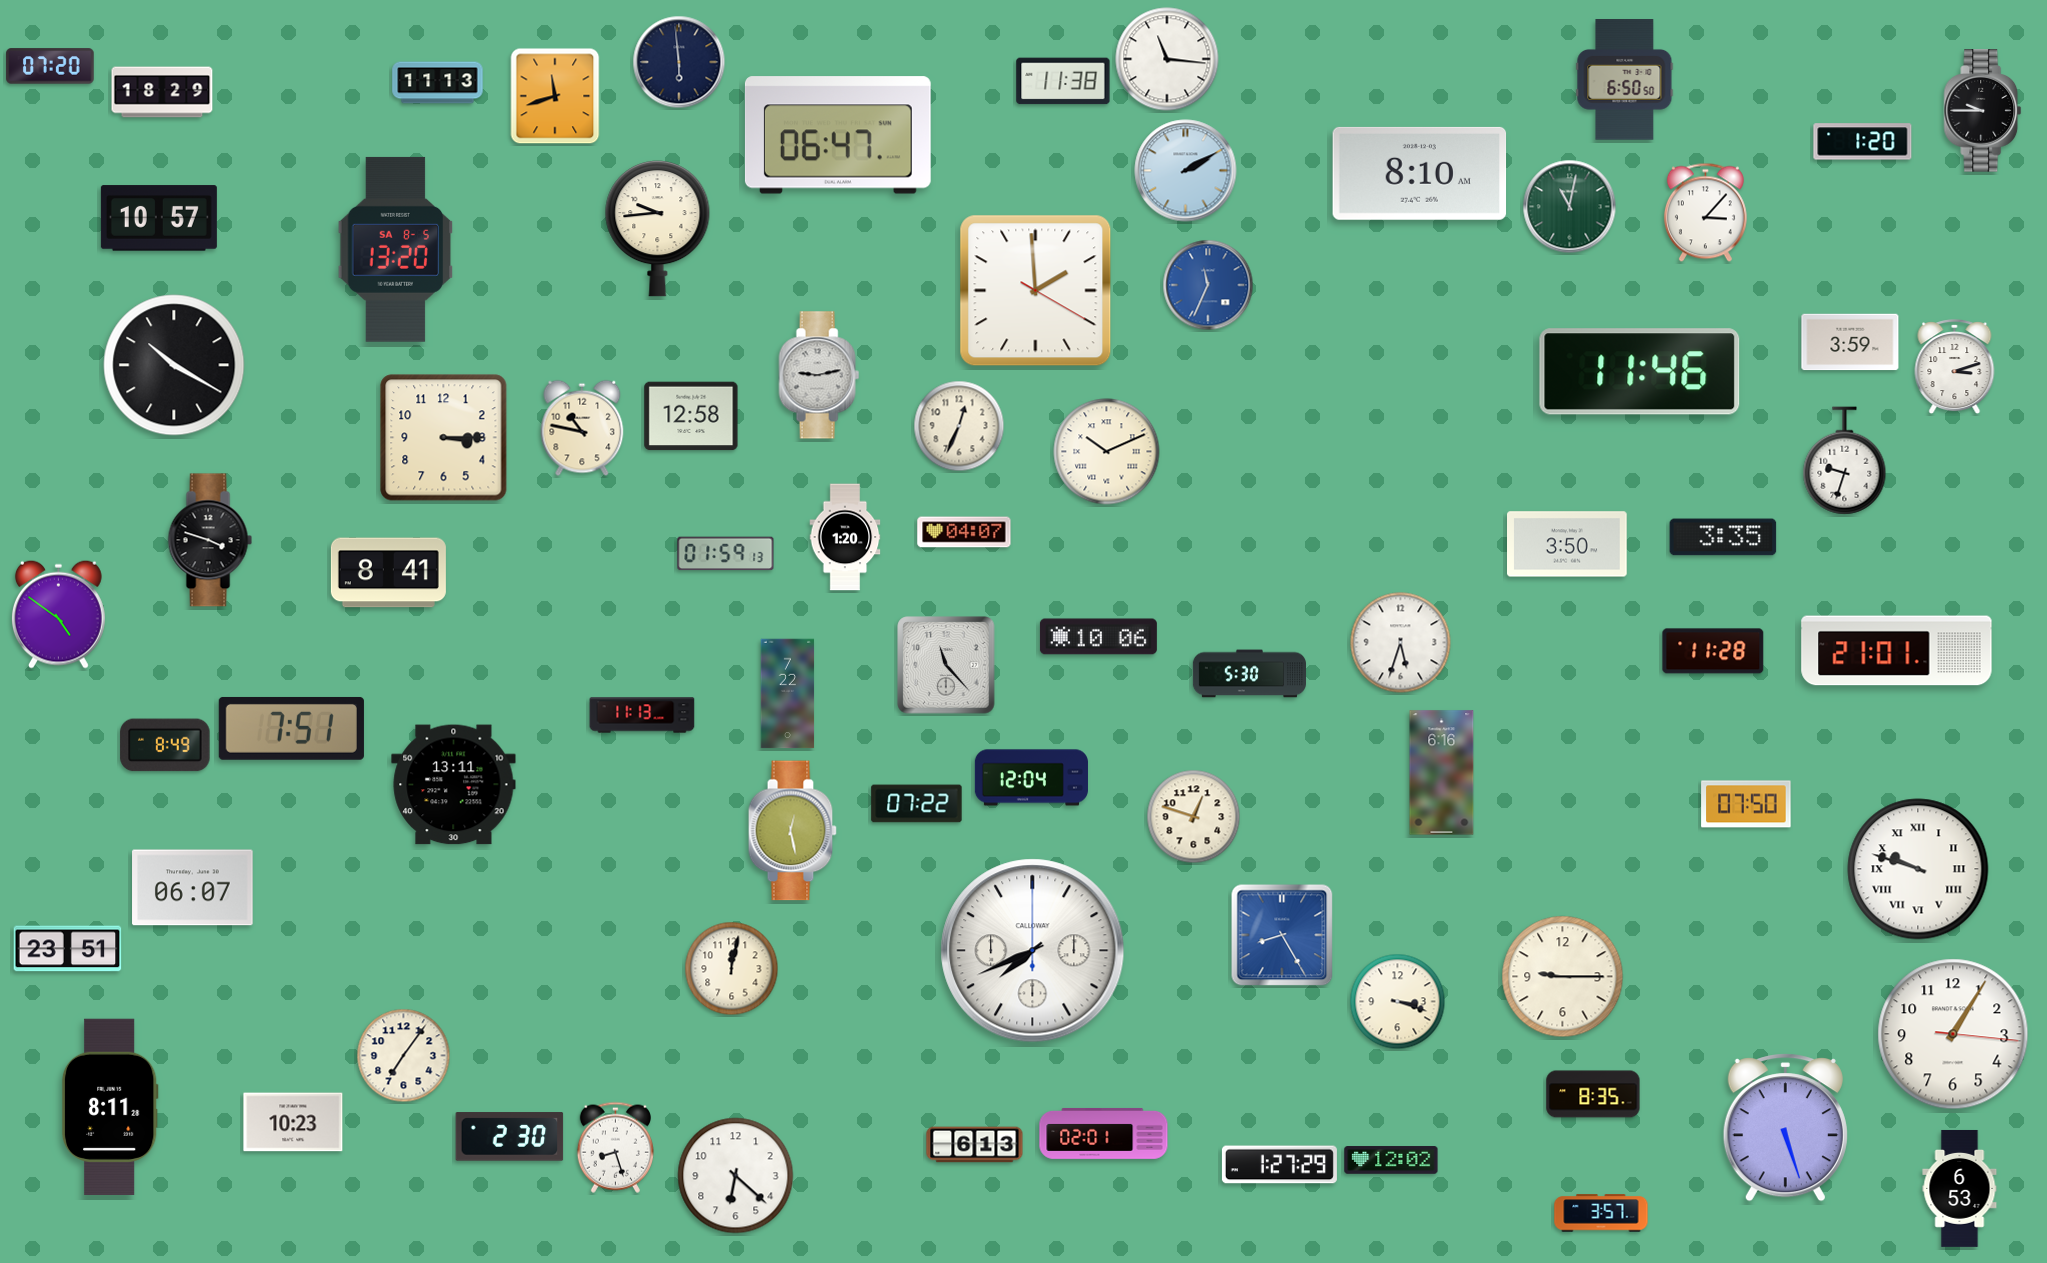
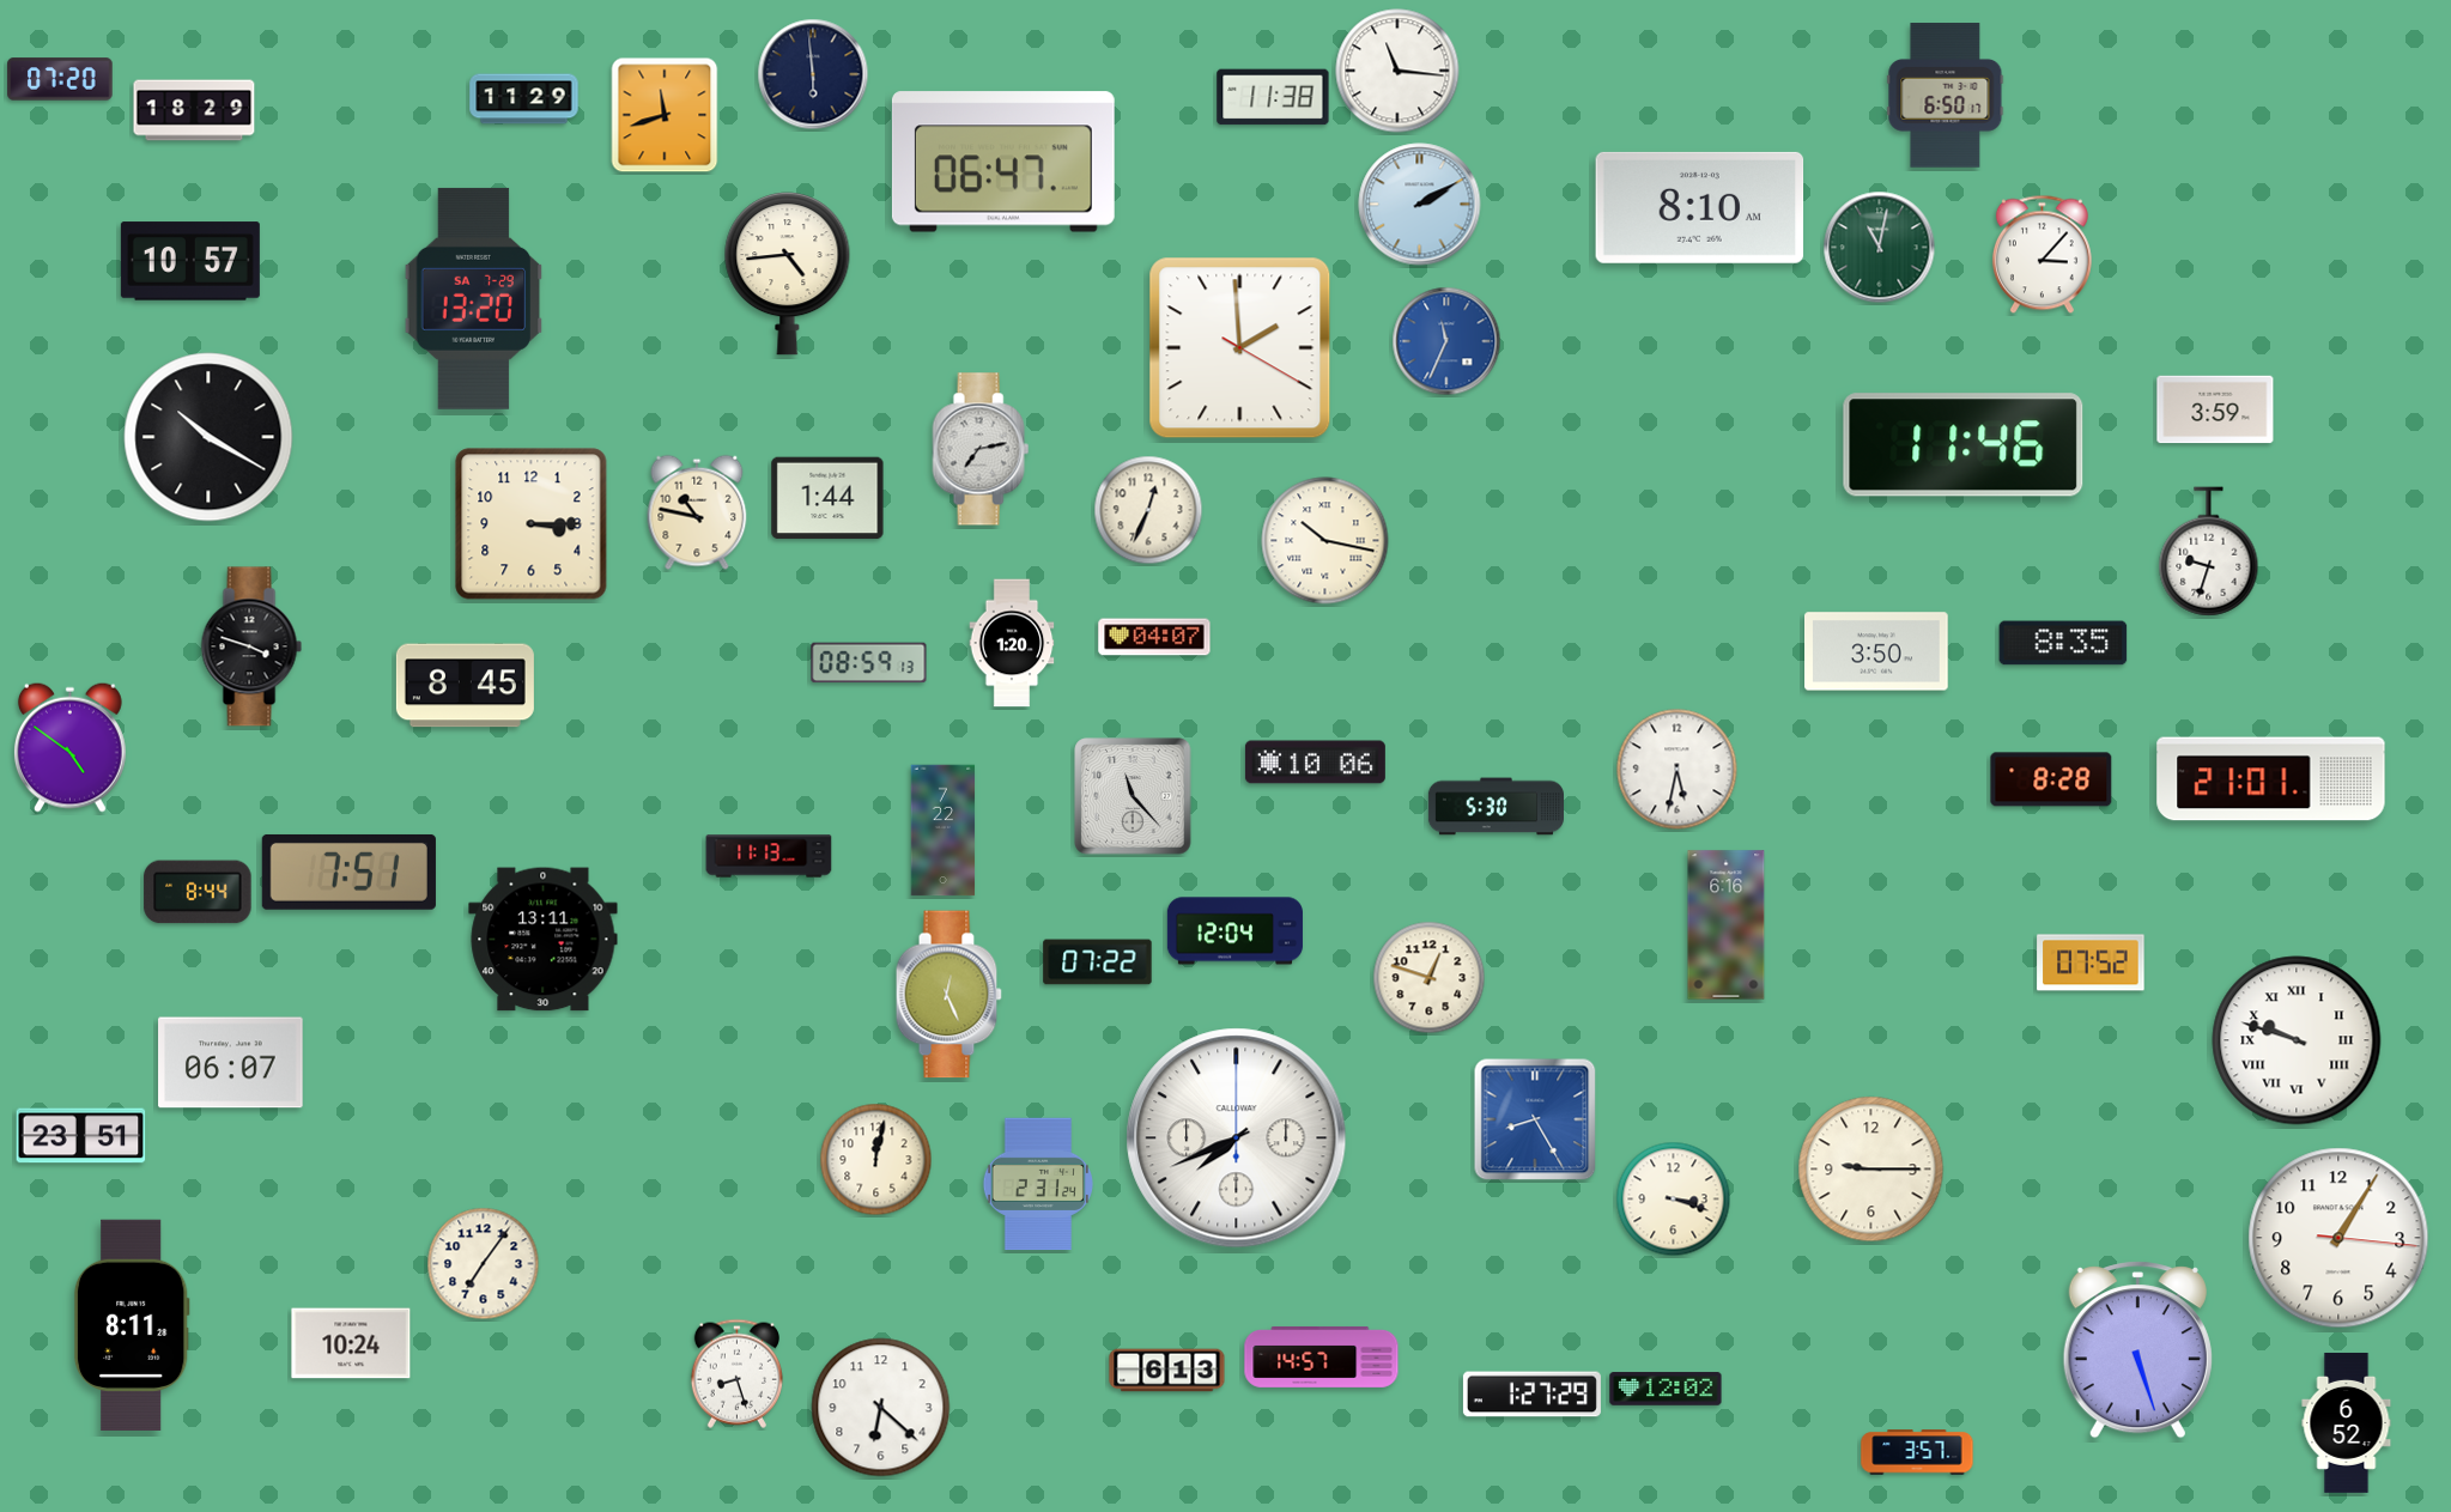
clock at (1625, 80): 6:50:50 -> 6:50:17
clock at (438, 83): 11:13 -> 11:29
clock at (1983, 111): 9:45 -> none
clock at (1863, 142): 1:20 -> none
clock at (658, 229): 9:44 -> 4:44
clock at (396, 249) date: SA 8-5 -> SA 7-29
clock at (1955, 368): 3:12 -> none
clock at (819, 375): 9:13 -> 7:13
clock at (691, 416): 12:58 -> 1:44
clock at (1107, 452): 10:11 -> 10:17
clock at (1723, 537): 3:35 -> 8:35
clock at (726, 554): 01:59 -> 08:59
clock at (388, 573): 8:41 -> 8:45
clock at (58, 614) position: (58, 614) -> (69, 747)
clock at (1401, 643): 5:33 -> 5:32
clock at (1713, 651): 11:28 -> 8:28
clock at (165, 745): 8:49 -> 8:44
clock at (1746, 804): 07:50 -> 07:52
clock at (792, 831): 12:28 -> 12:26
clock at (1038, 1184): none -> 2:31
clock at (1593, 1094): 8:35 -> none
clock at (293, 1122): 10:23 -> 10:24
clock at (1104, 1133): 02:01 -> 14:57
clock at (510, 1137): 2:30 -> none
clock at (1960, 1188): 6:53 -> 6:52
